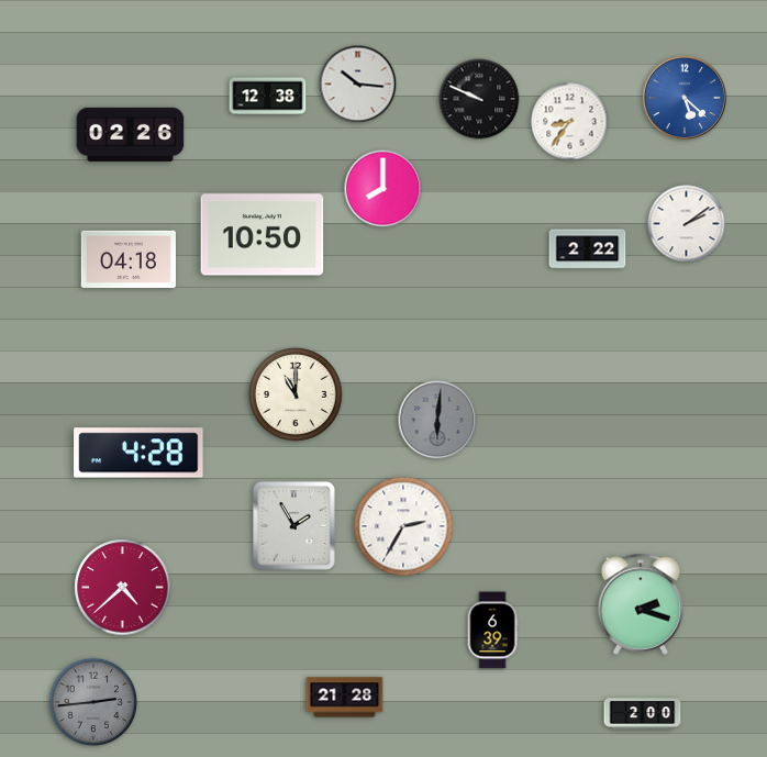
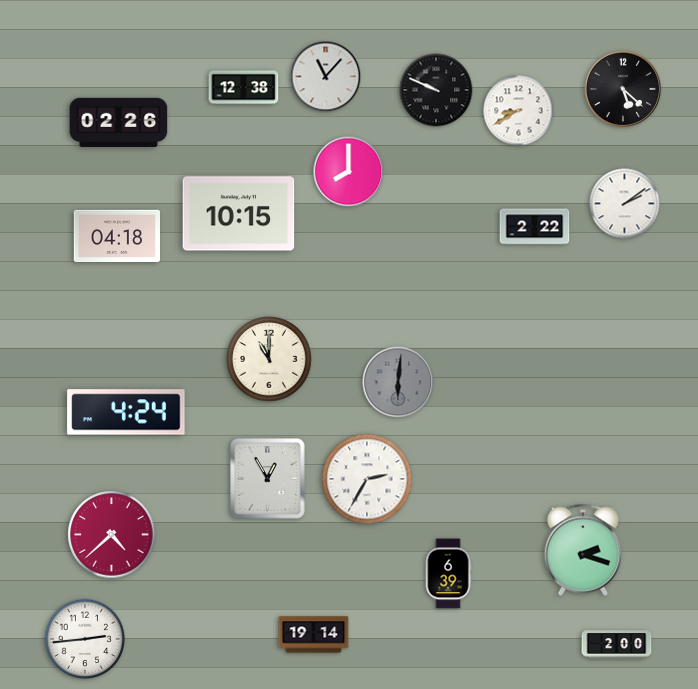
clock at (358, 85): 10:16 -> 11:07
clock at (683, 97) dial: blue -> black
clock at (570, 122): 8:36 -> 8:40
clock at (263, 235): 10:50 -> 10:15
clock at (138, 453): 4:28 -> 4:24
clock at (294, 526): 1:55 -> 12:55
clock at (345, 698): 21:28 -> 19:14
clock at (92, 701) dial: grey -> white
clock at (643, 714) position: (643, 714) -> (617, 645)
